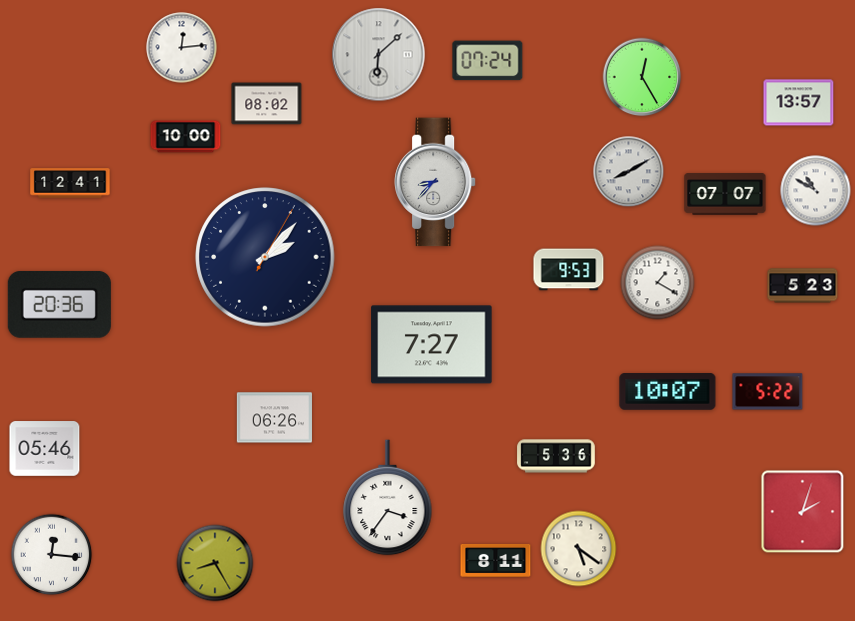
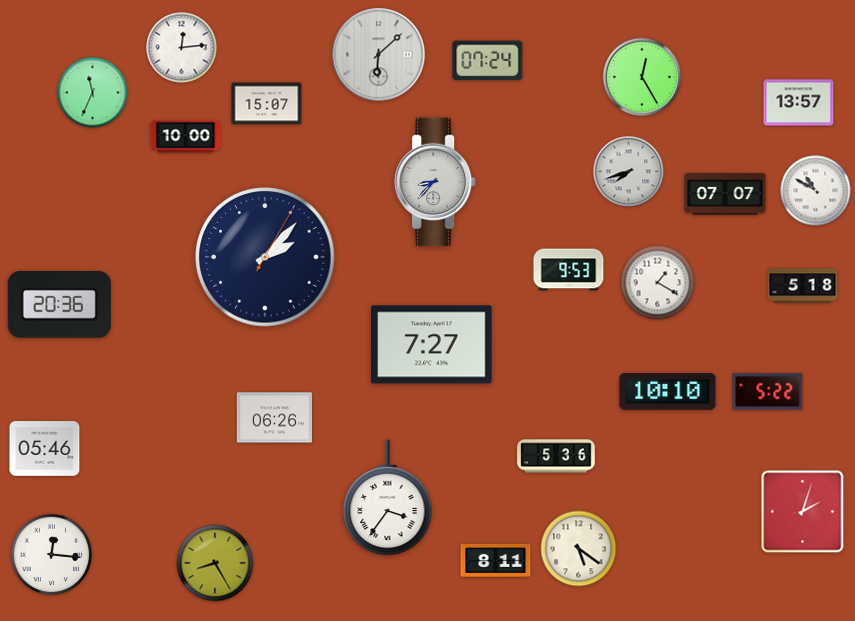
clock at (93, 93): none -> 11:34
clock at (267, 104): 08:02 -> 15:07
clock at (629, 172): 8:10 -> 7:42
clock at (70, 183): 12:41 -> none
clock at (803, 286): 5:23 -> 5:18
clock at (668, 392): 10:07 -> 10:10
